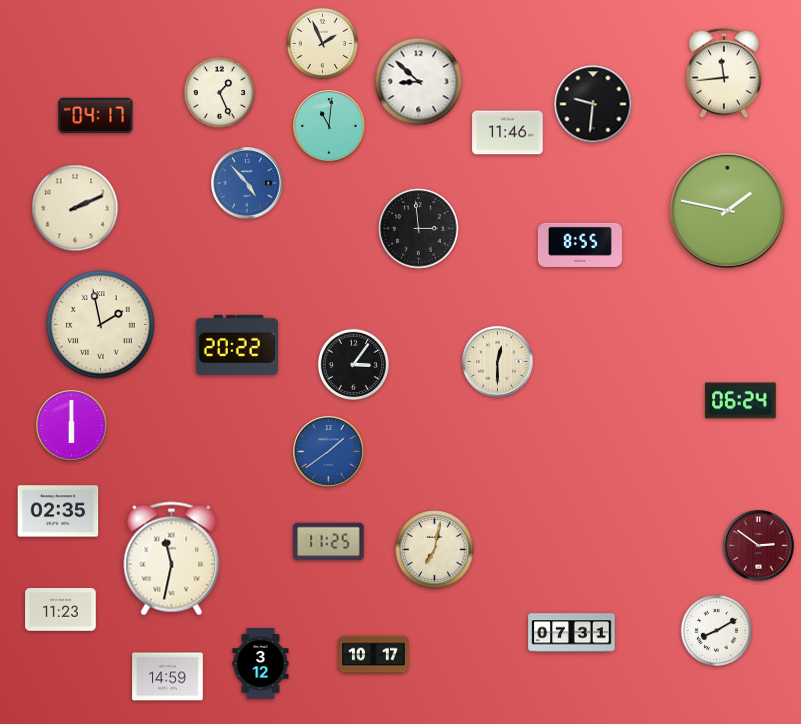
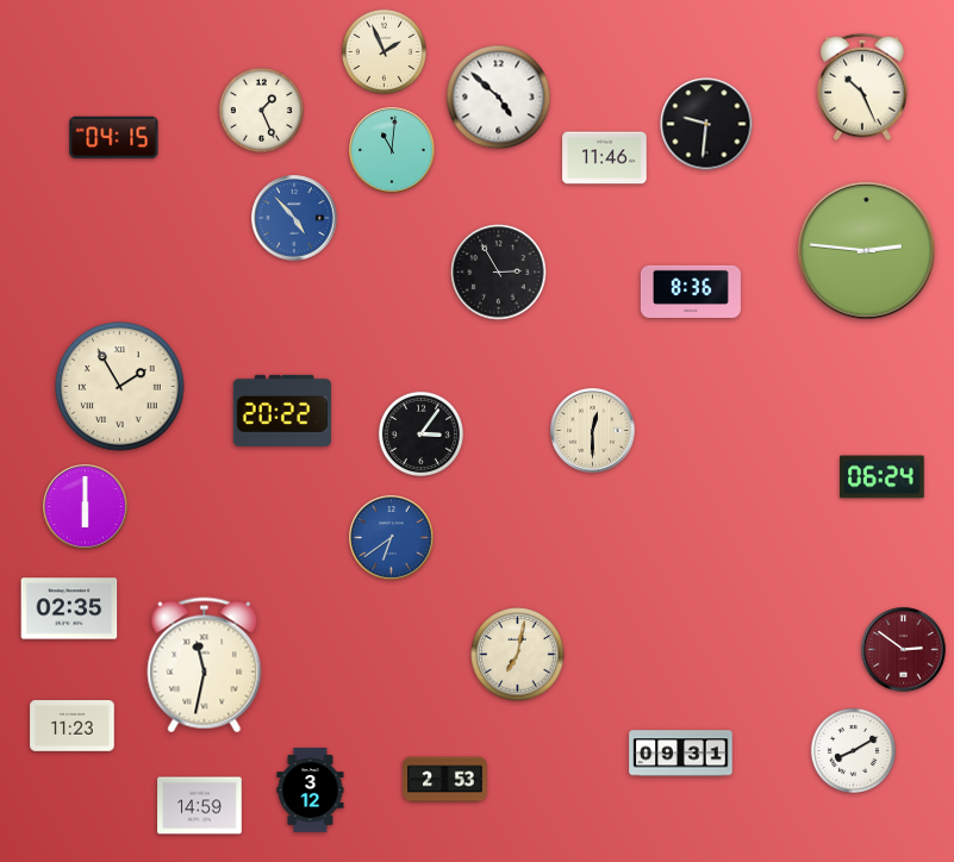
clock at (725, 73): 11:44 -> 10:26
clock at (419, 82): 8:52 -> 4:52
clock at (96, 116): 04:17 -> 04:15
clock at (75, 208): 2:11 -> none
clock at (728, 211): 1:47 -> 2:46
clock at (419, 229): 2:59 -> 2:55
clock at (580, 245): 8:55 -> 8:36
clock at (101, 325): 1:58 -> 1:55
clock at (329, 452): 1:39 -> 6:39
clock at (329, 542): 11:25 -> none
clock at (572, 633): 07:31 -> 09:31
clock at (374, 655): 10:17 -> 2:53
